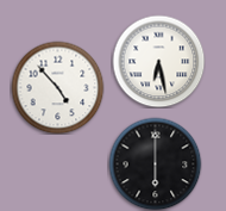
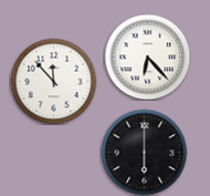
clock at (158, 61): 6:28 -> 6:23
clock at (57, 87): 4:53 -> 11:53
